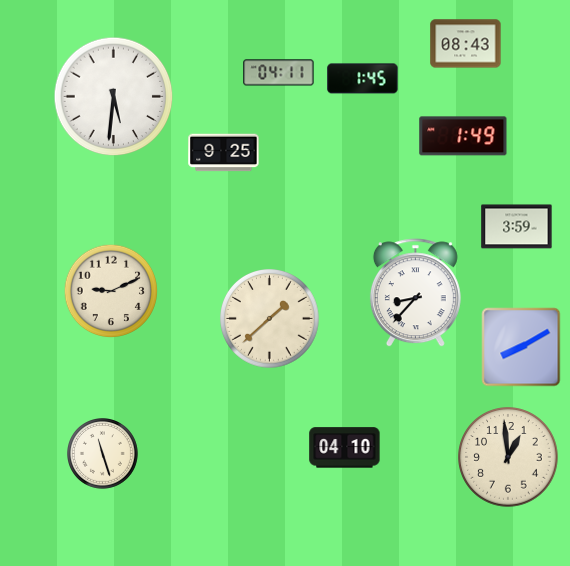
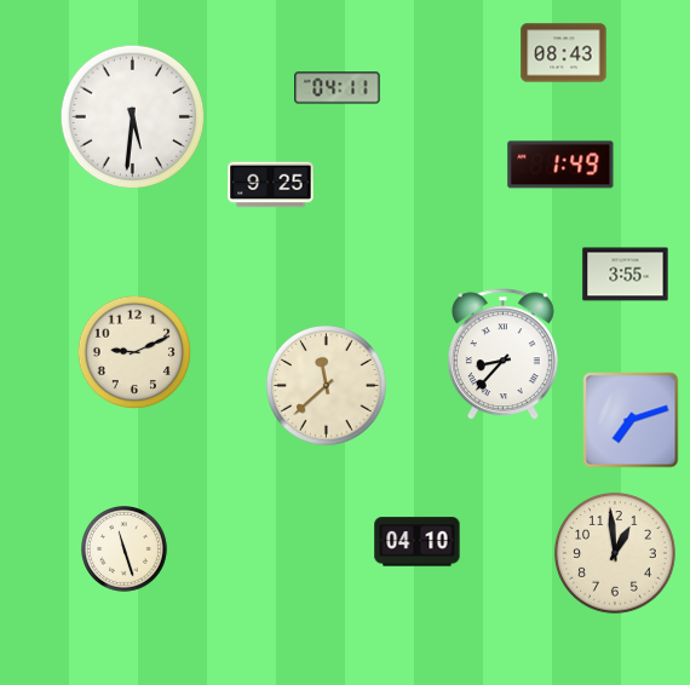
clock at (363, 79): 1:45 -> none
clock at (114, 97) position: (114, 97) -> (133, 117)
clock at (517, 227): 3:59 -> 3:55
clock at (270, 319): 1:38 -> 11:38
clock at (521, 347): 8:10 -> 7:12
